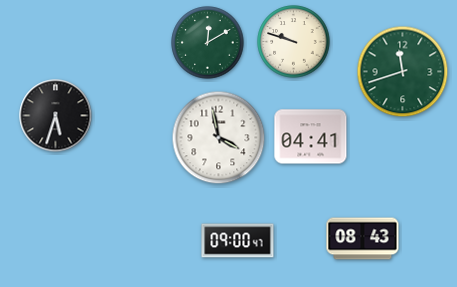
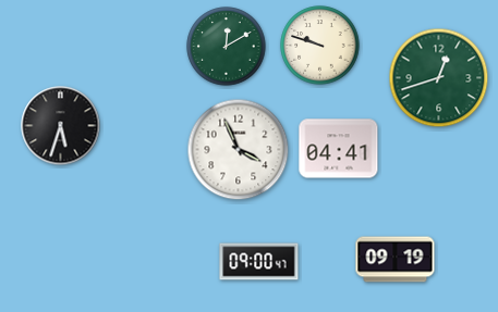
clock at (403, 72): 11:42 -> 12:42
clock at (219, 138): 3:58 -> 3:56
clock at (363, 239): 08:43 -> 09:19
